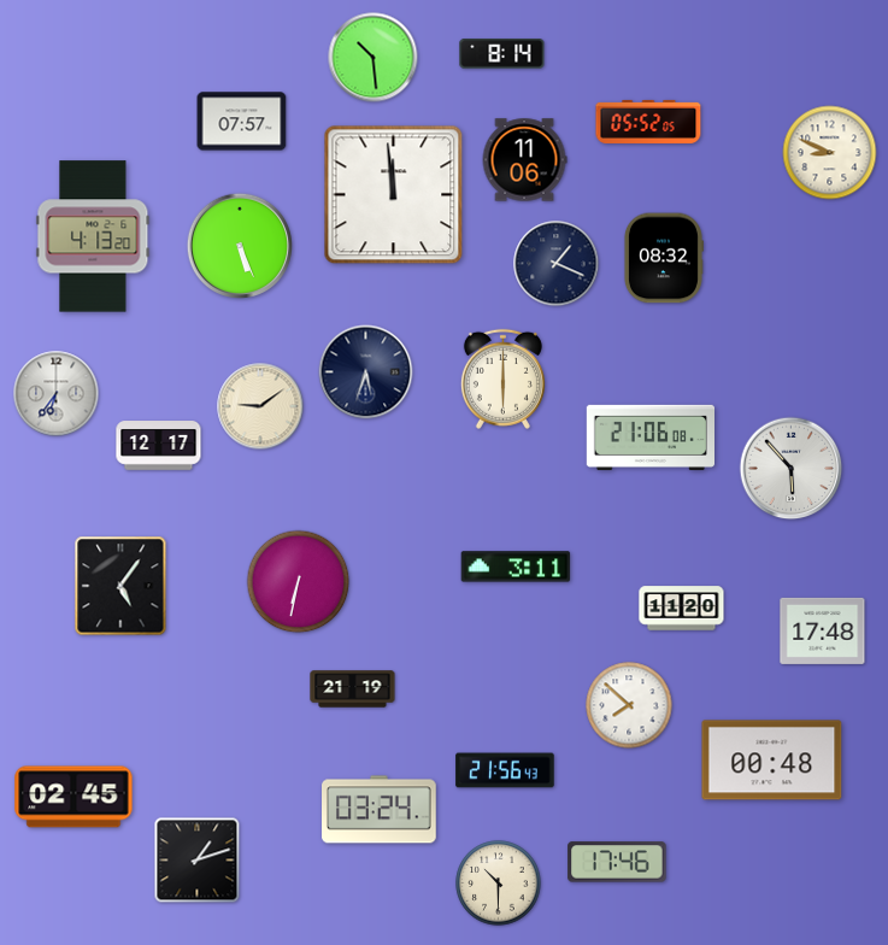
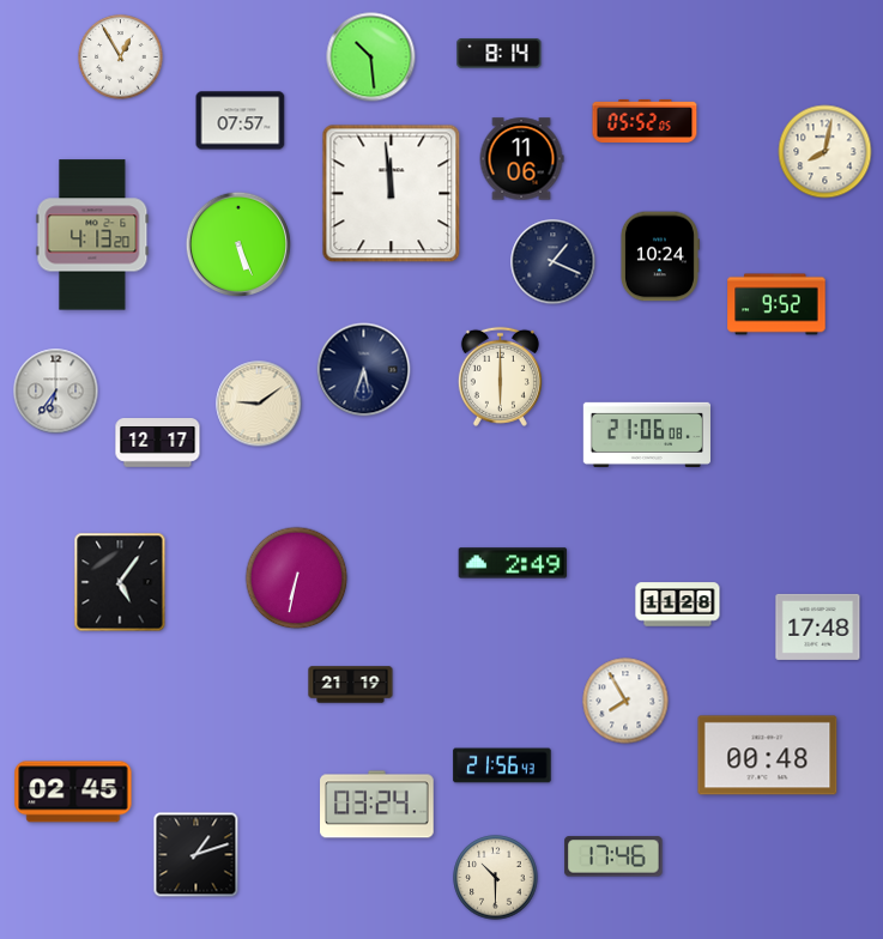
clock at (121, 57): none -> 12:55
clock at (830, 153): 8:49 -> 8:02
clock at (663, 258): 08:32 -> 10:24
clock at (776, 304): none -> 9:52
clock at (792, 469): 5:53 -> none
clock at (516, 567): 3:11 -> 2:49
clock at (682, 609): 11:20 -> 11:28
clock at (629, 705): 7:52 -> 7:55
